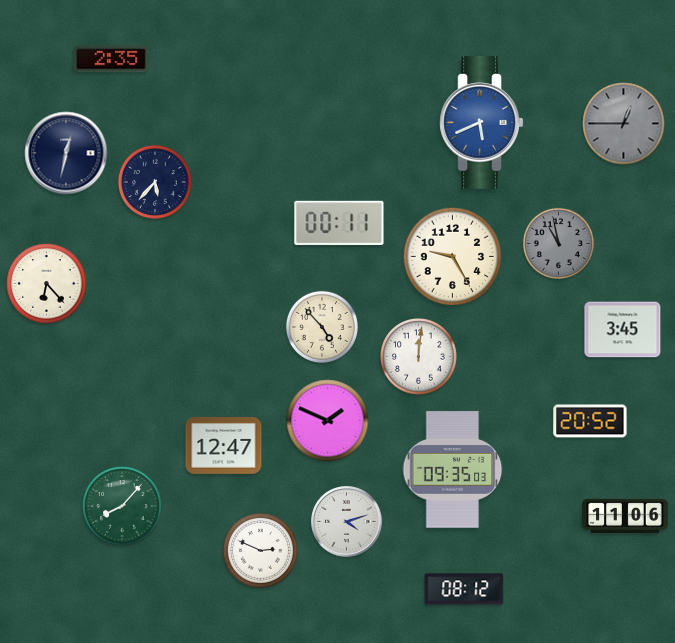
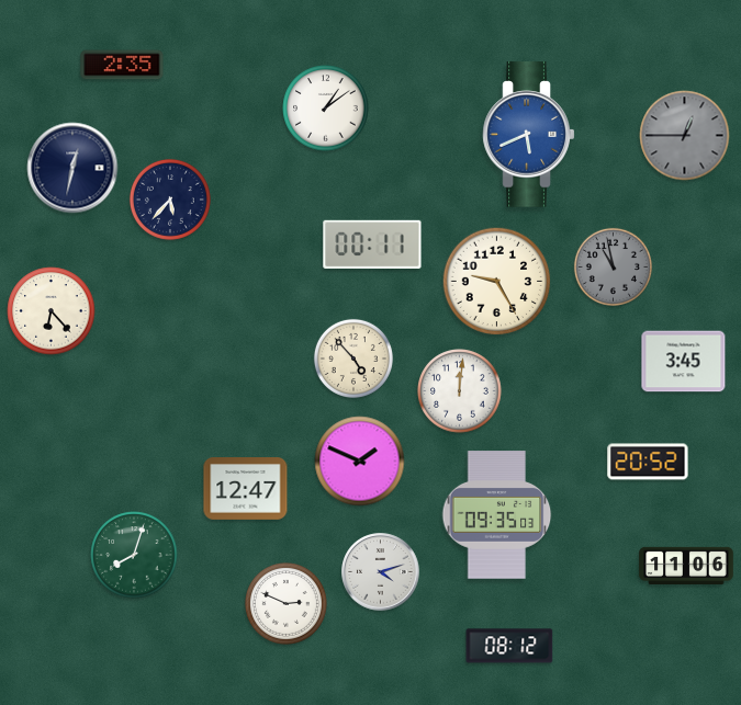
clock at (326, 109): none -> 1:09
clock at (122, 506): 8:07 -> 8:03
